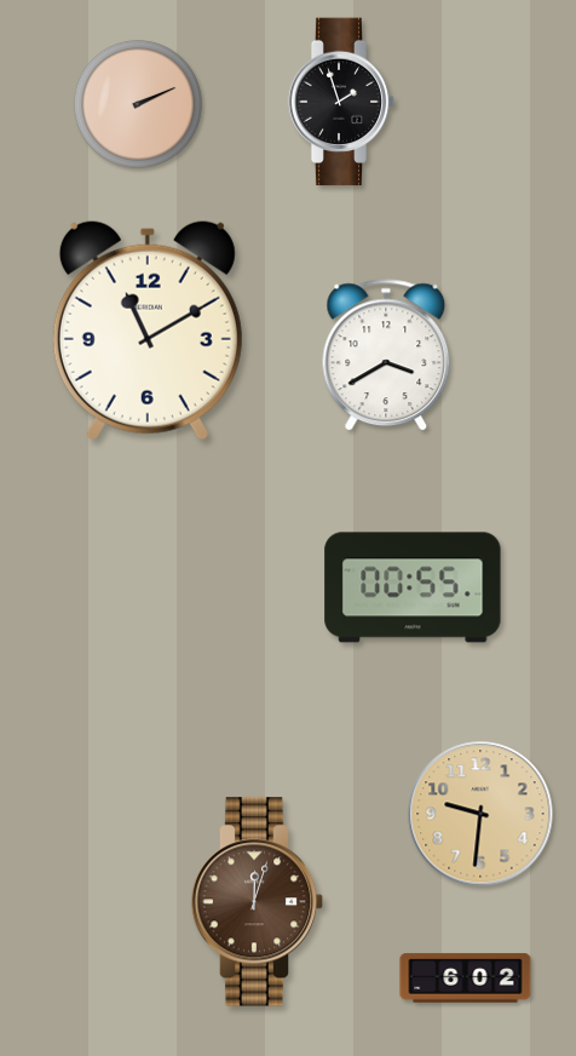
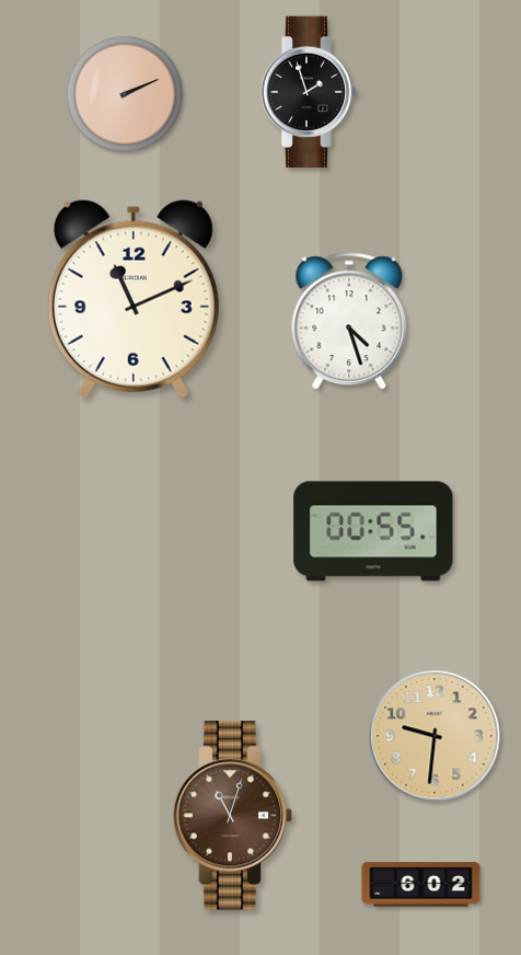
clock at (148, 331): 11:10 -> 11:11
clock at (386, 356): 3:40 -> 4:27
clock at (258, 902): 12:03 -> 11:03
